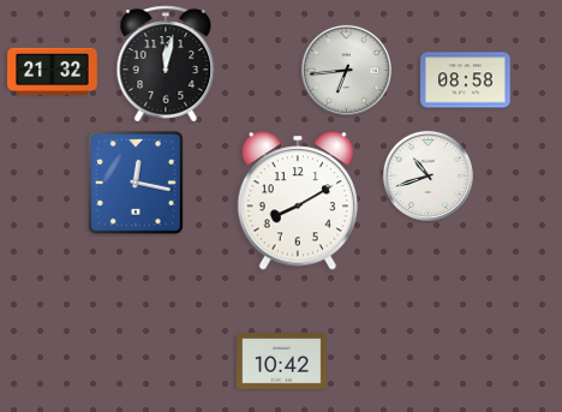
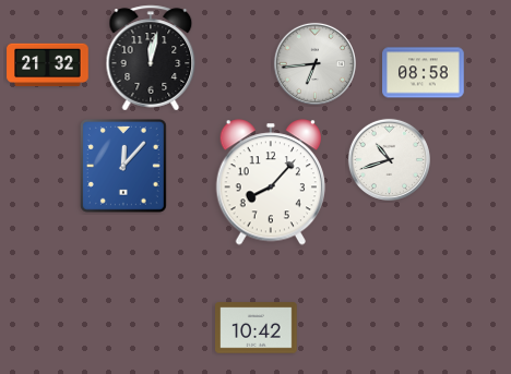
clock at (137, 184): 12:17 -> 12:07
clock at (298, 201): 8:10 -> 8:07
